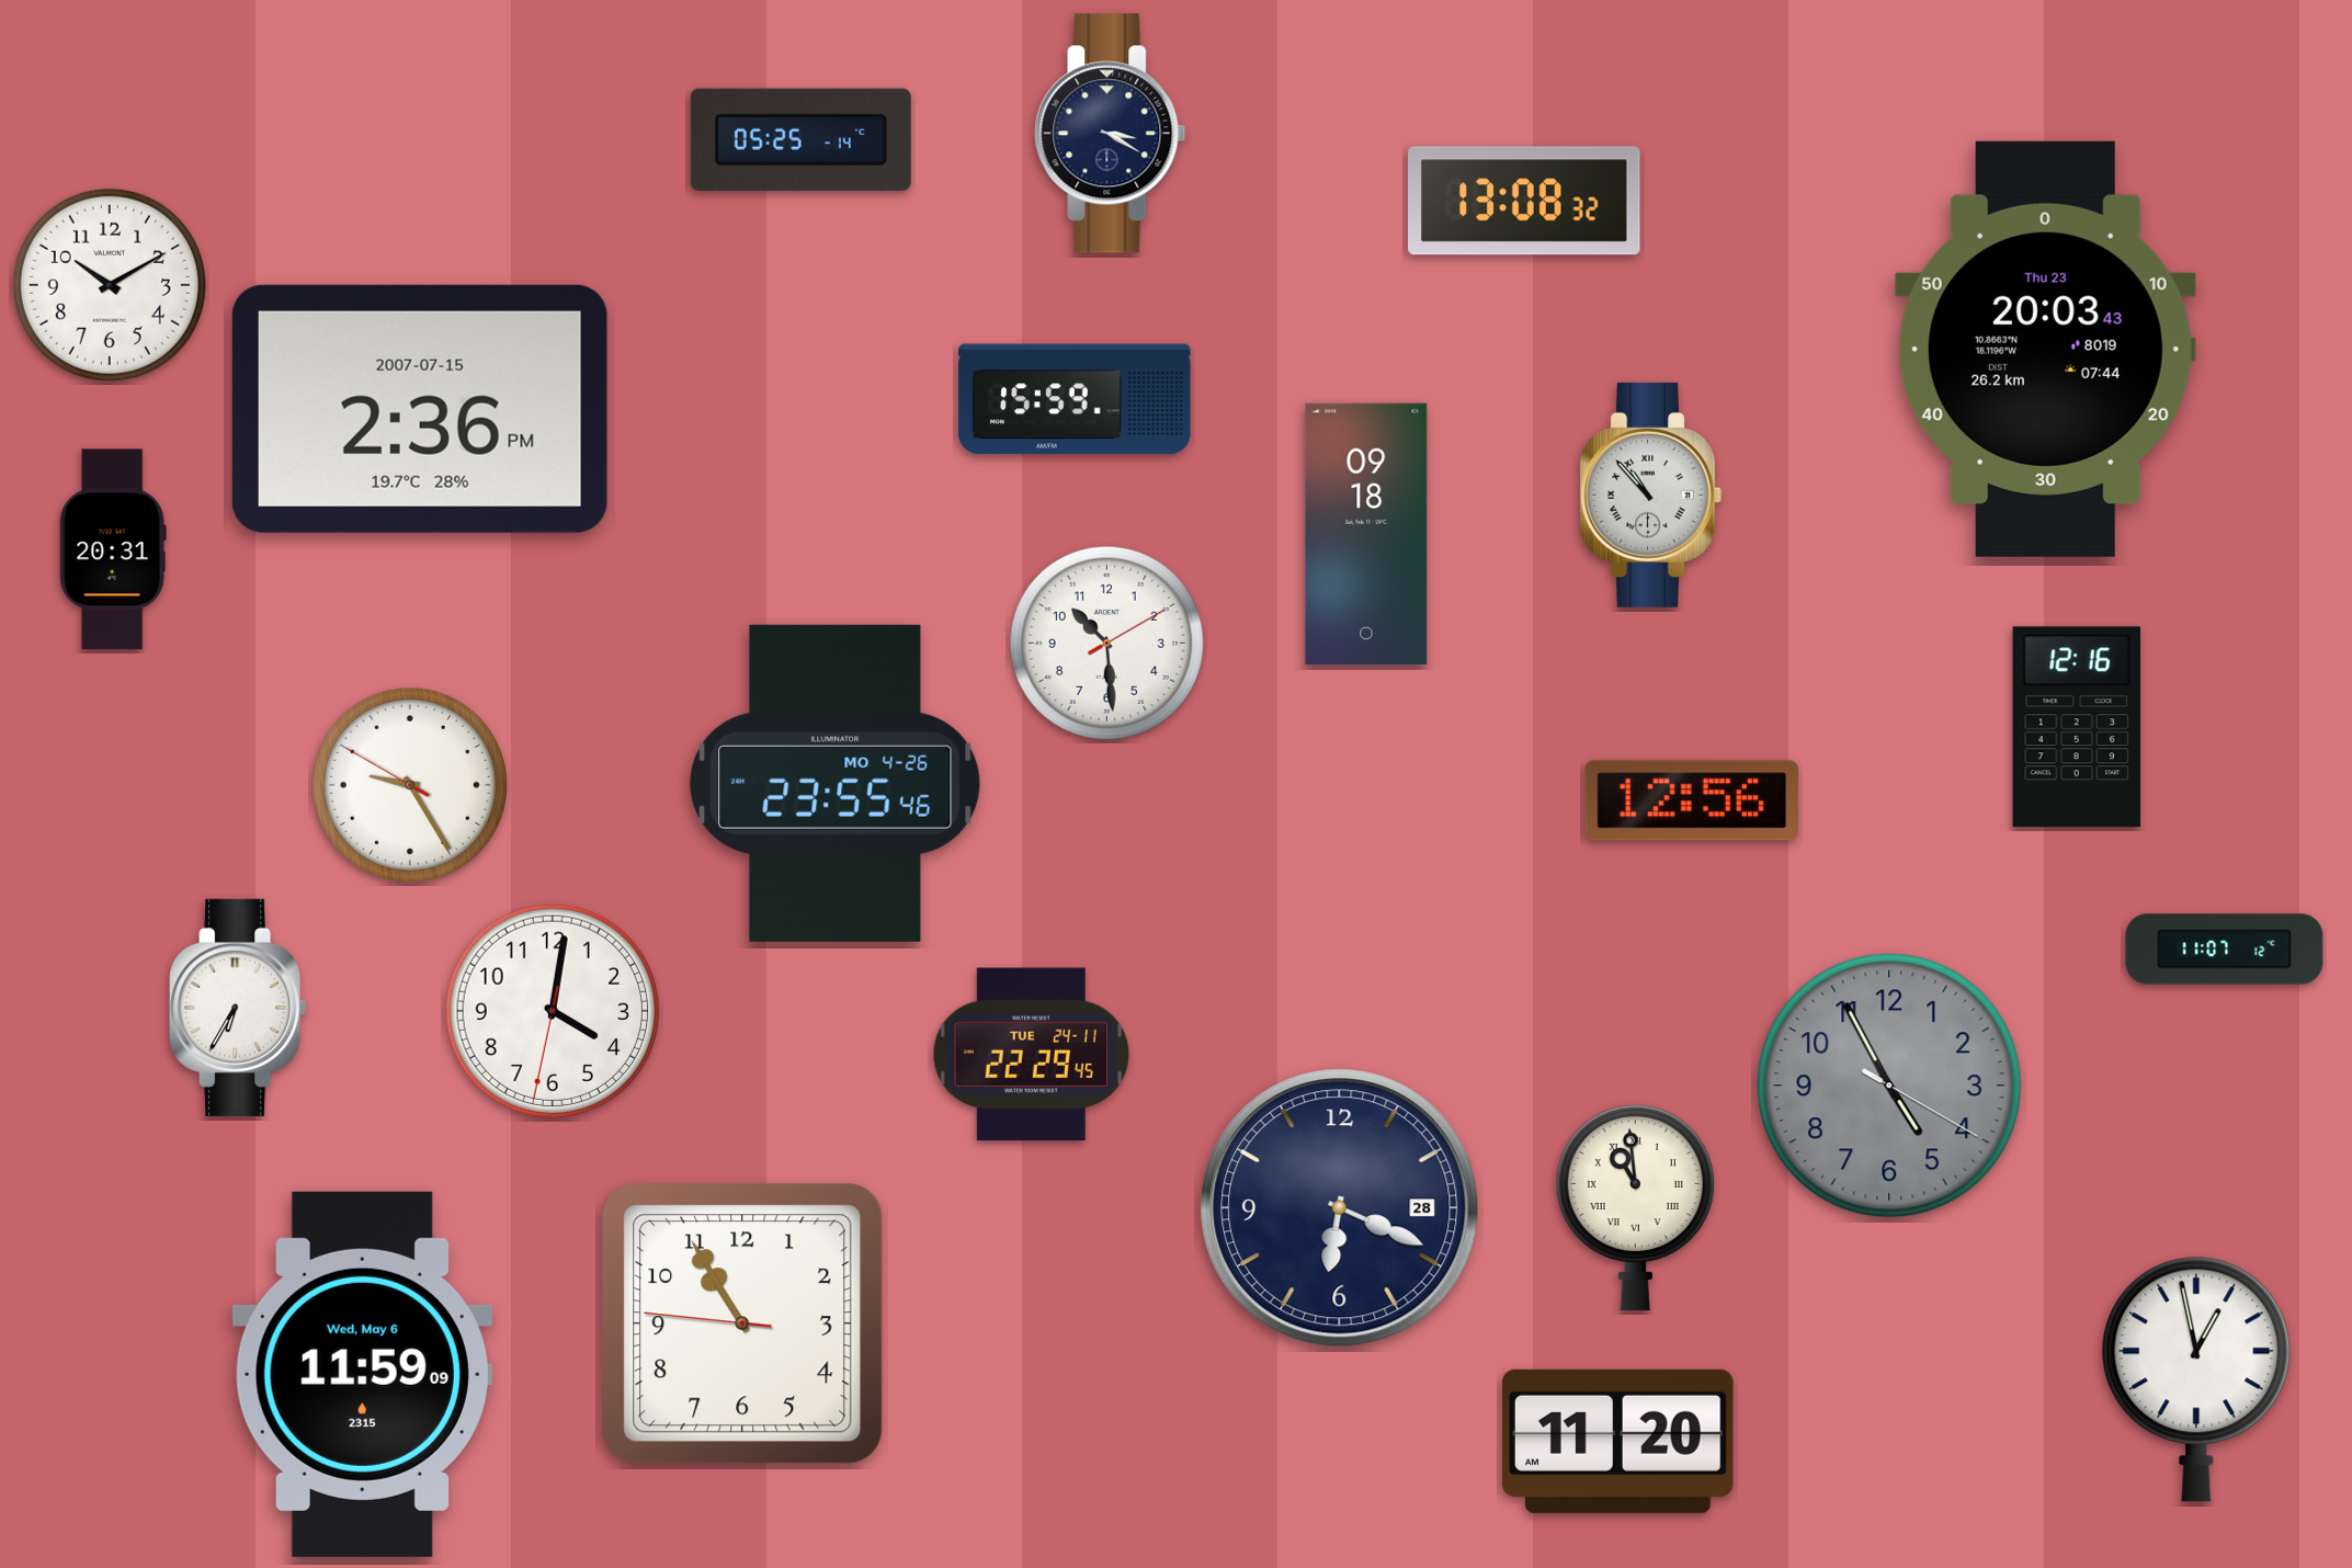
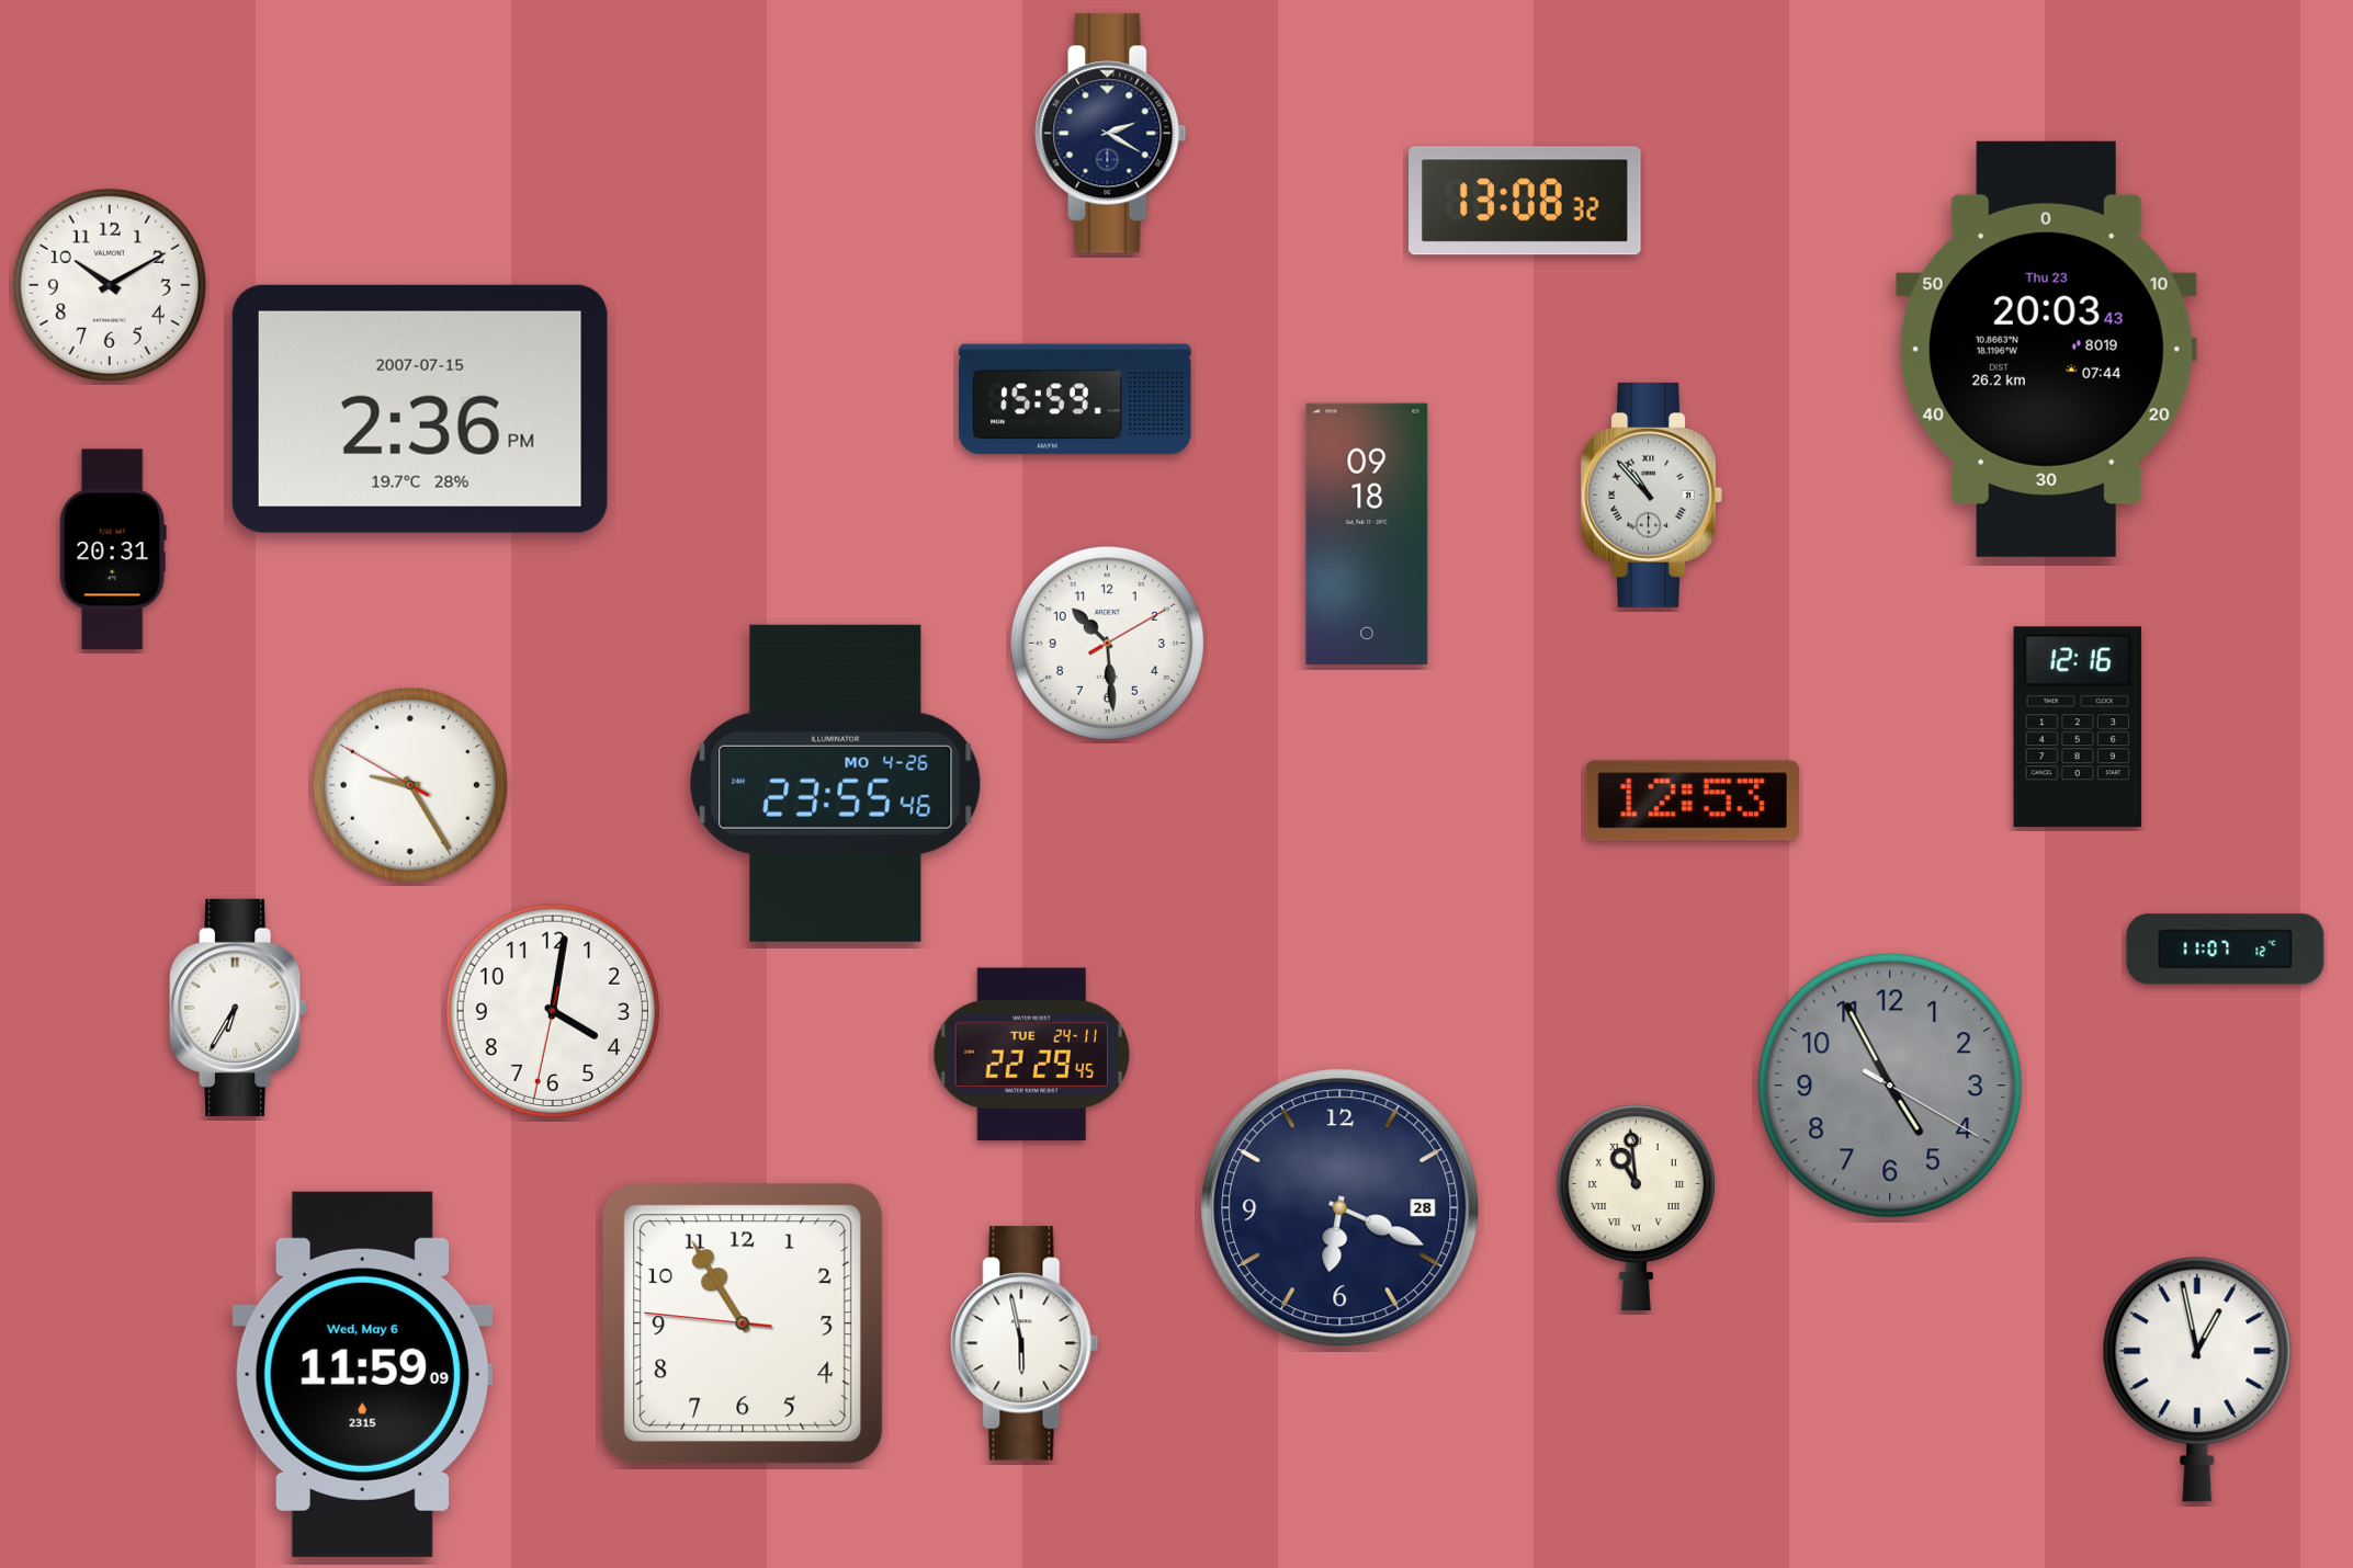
clock at (1111, 134): 3:20 -> 2:20
clock at (800, 139): 05:25 -> none
clock at (1692, 800): 12:56 -> 12:53
clock at (1025, 1343): none -> 5:58
clock at (1617, 1441): 11:20 -> none
